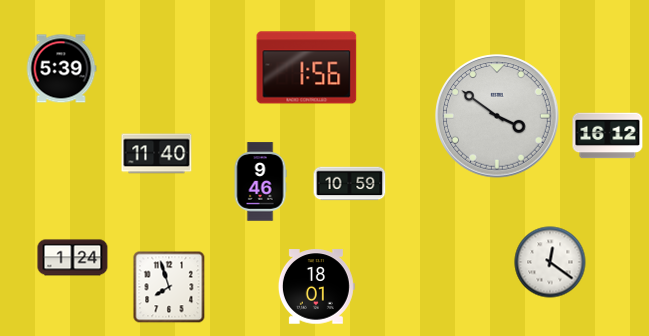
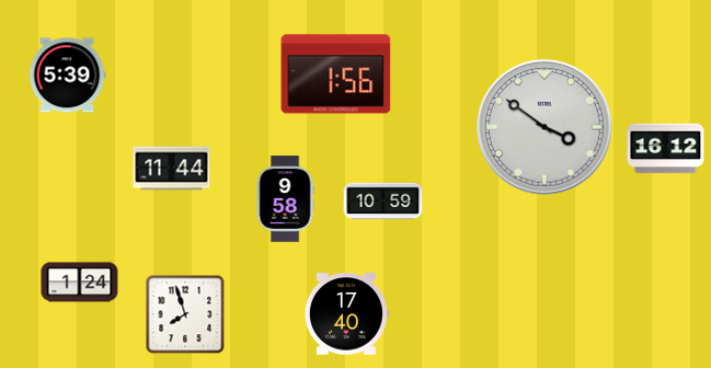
clock at (157, 154): 11:40 -> 11:44
clock at (260, 182): 9:46 -> 9:58
clock at (550, 262): 12:21 -> none
clock at (316, 287): 18:01 -> 17:40
